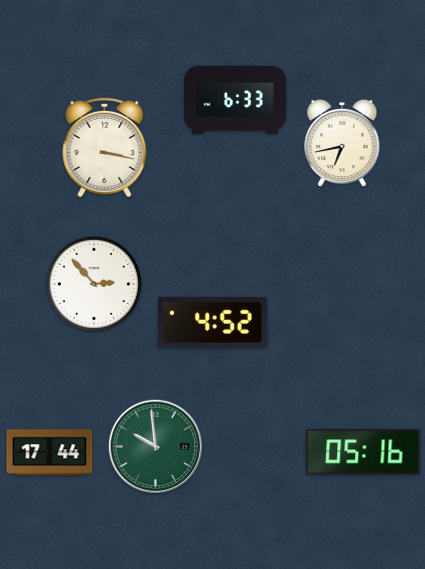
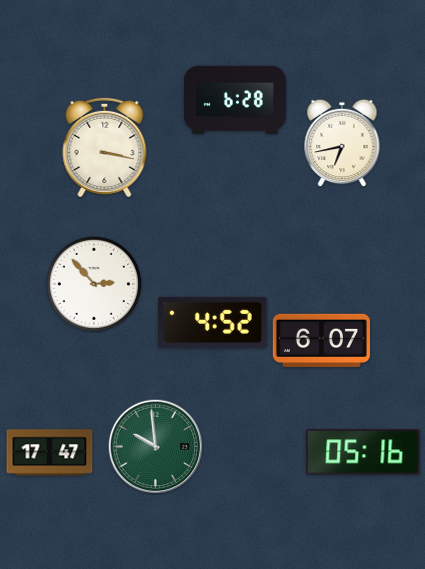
clock at (235, 100): 6:33 -> 6:28
clock at (321, 340): none -> 6:07
clock at (50, 453): 17:44 -> 17:47
